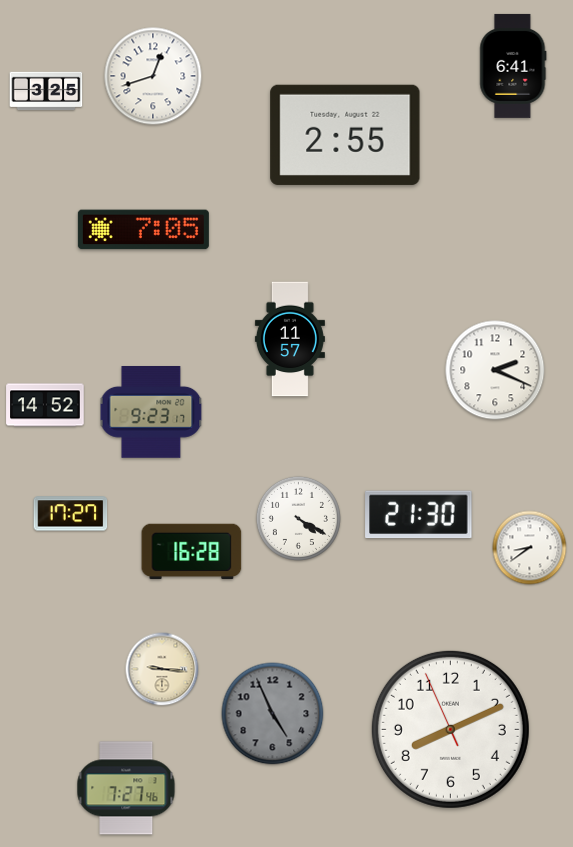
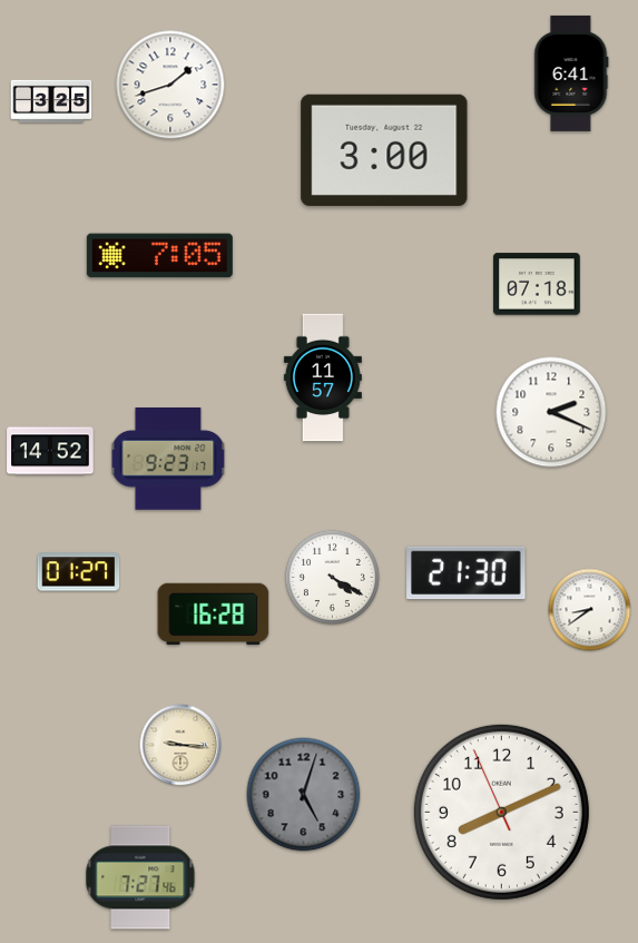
clock at (153, 76): 12:42 -> 1:42
clock at (345, 135): 2:55 -> 3:00
clock at (537, 284): none -> 07:18
clock at (71, 514): 17:27 -> 01:27
clock at (273, 714): 4:56 -> 5:03
